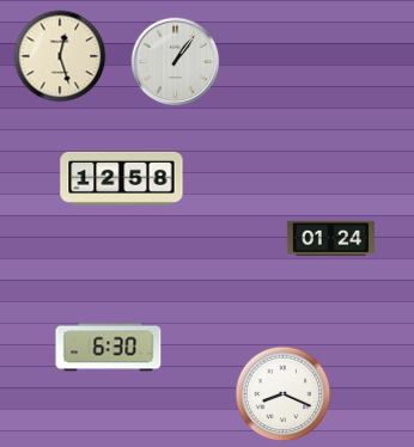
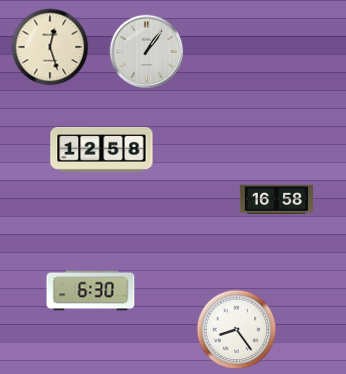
clock at (330, 239): 01:24 -> 16:58
clock at (284, 394): 8:19 -> 8:24
